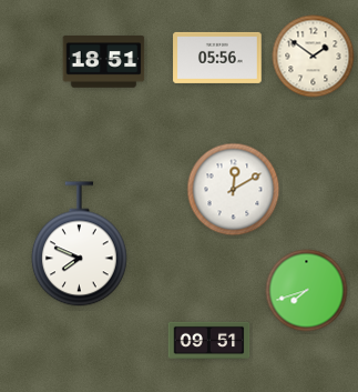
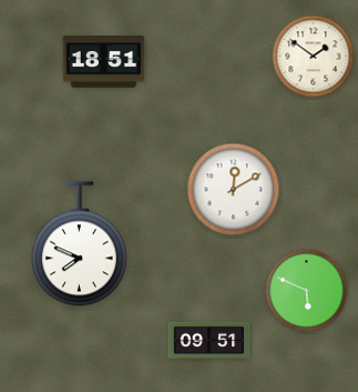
clock at (217, 58): 05:56 -> none
clock at (307, 291): 7:42 -> 5:49
